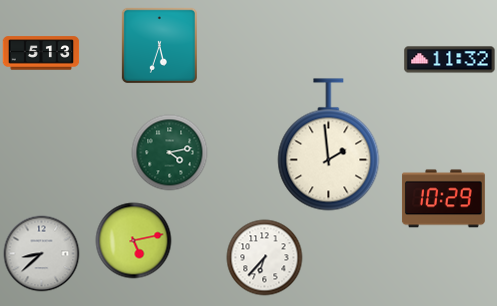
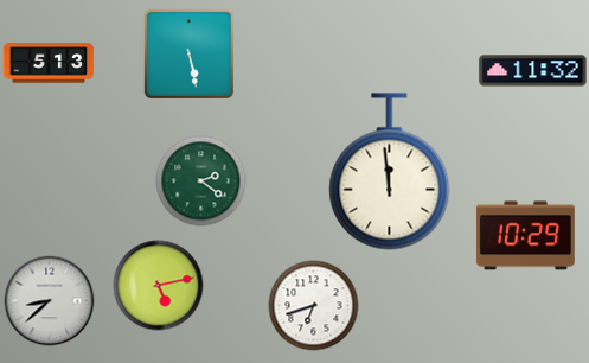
clock at (159, 45): 5:33 -> 5:28
clock at (329, 145): 1:59 -> 11:59
clock at (170, 153): 4:13 -> 2:21
clock at (265, 258): 6:37 -> 6:42
